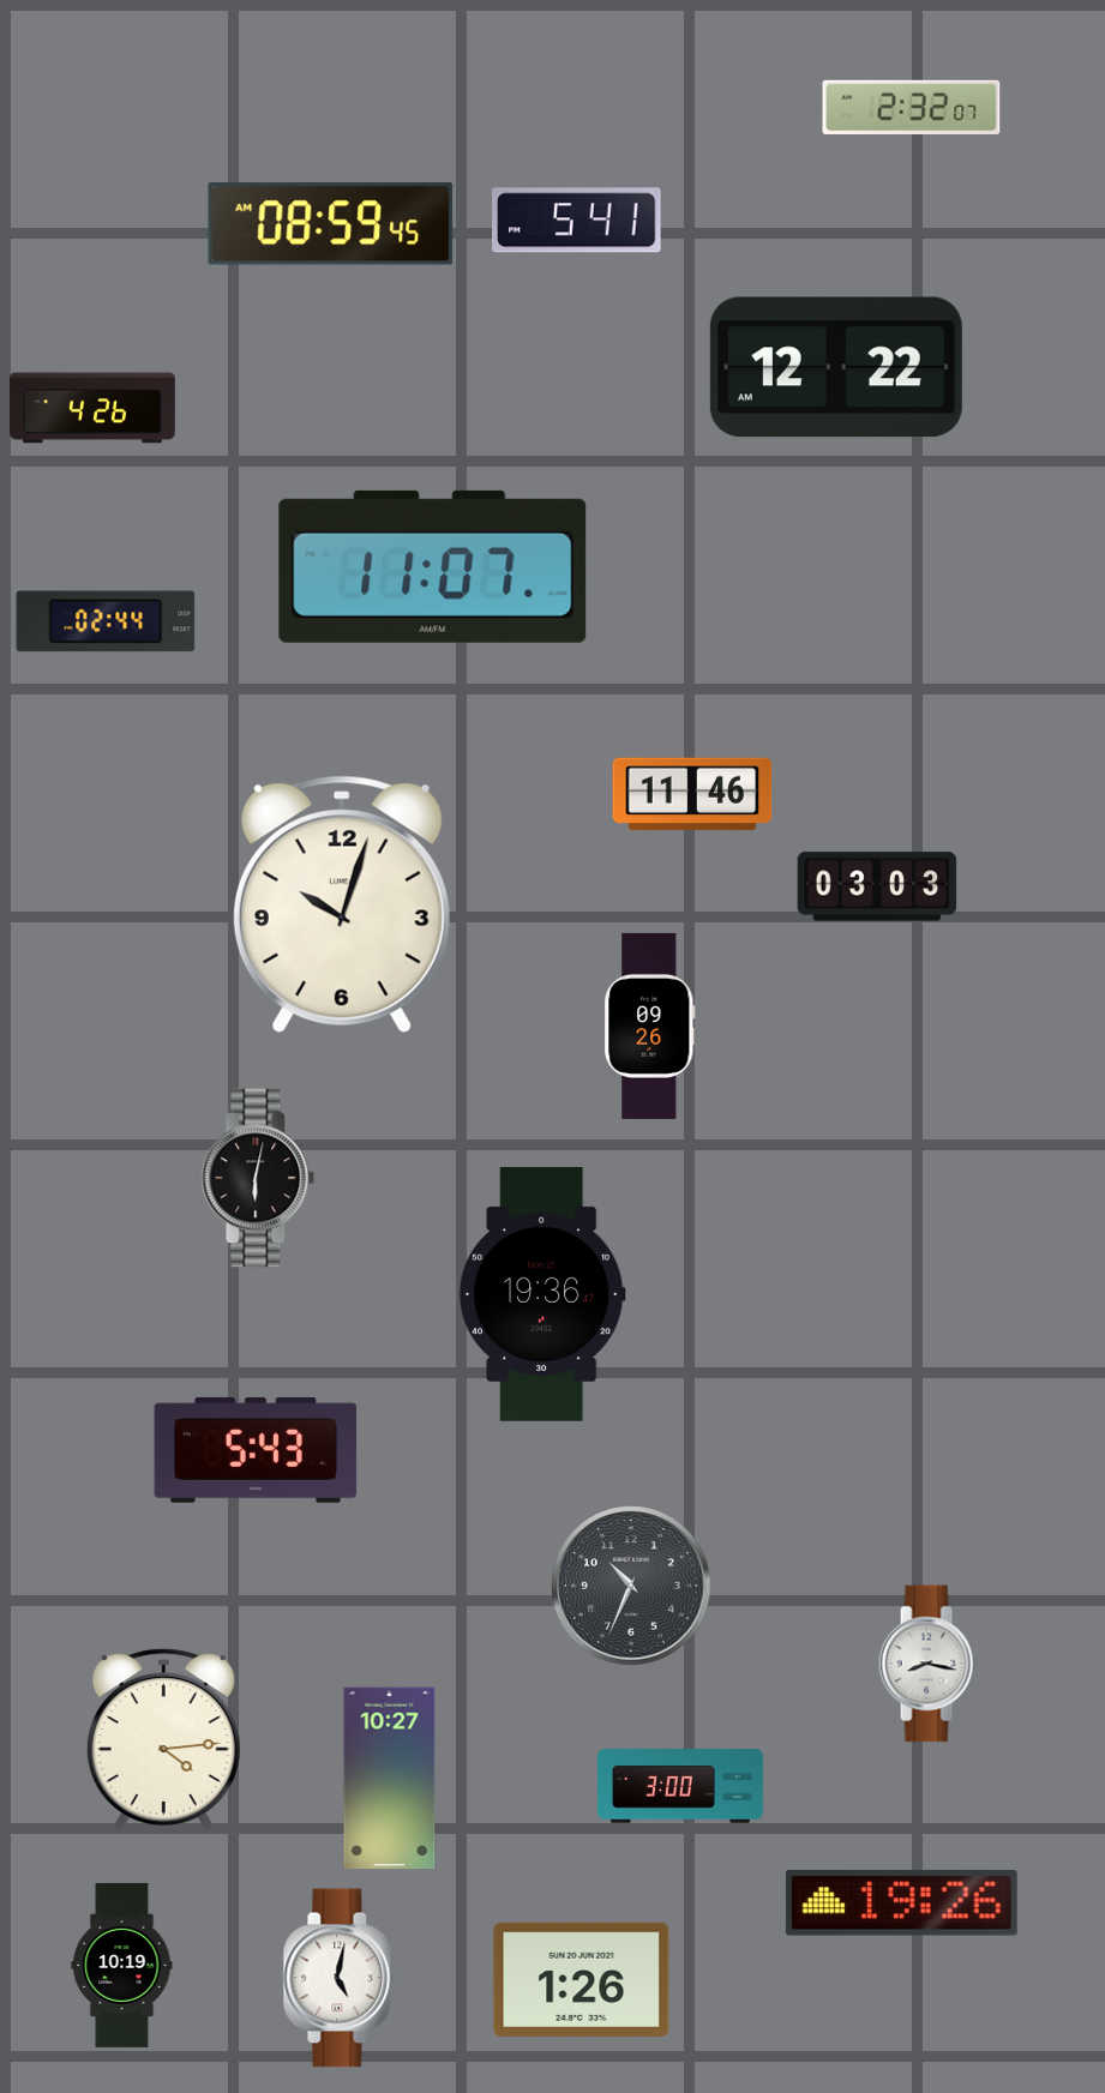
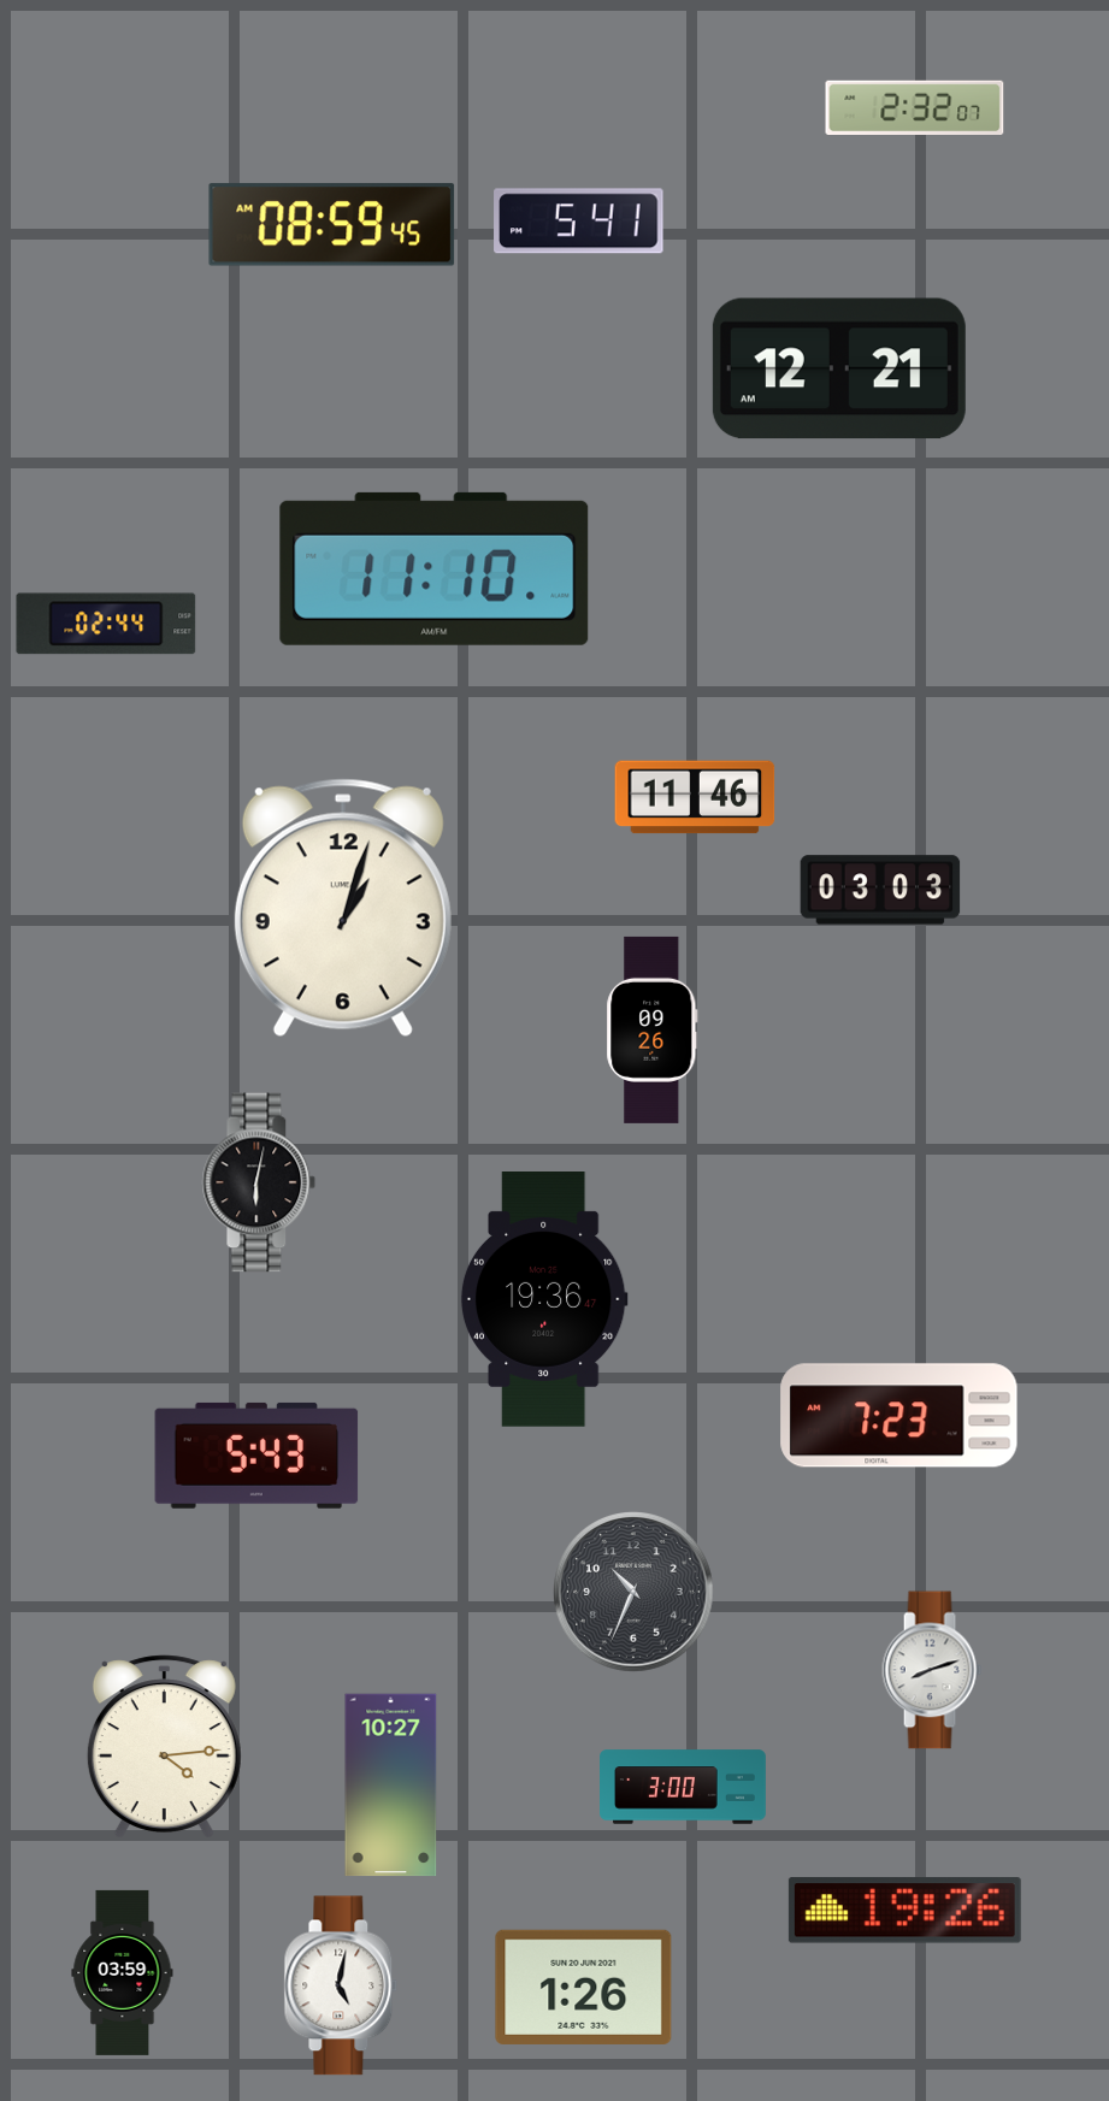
clock at (836, 367): 12:22 -> 12:21
clock at (92, 408): 4:26 -> none
clock at (433, 566): 11:07 -> 11:10
clock at (342, 904): 10:03 -> 1:03
clock at (899, 1416): none -> 7:23
clock at (929, 1664): 8:17 -> 8:12
clock at (681, 1786) position: (681, 1786) -> (684, 1787)
clock at (122, 1965): 10:19 -> 03:59
